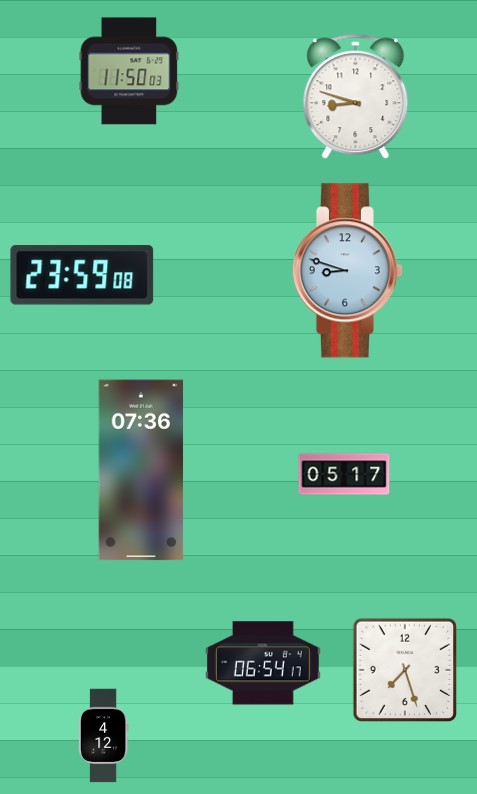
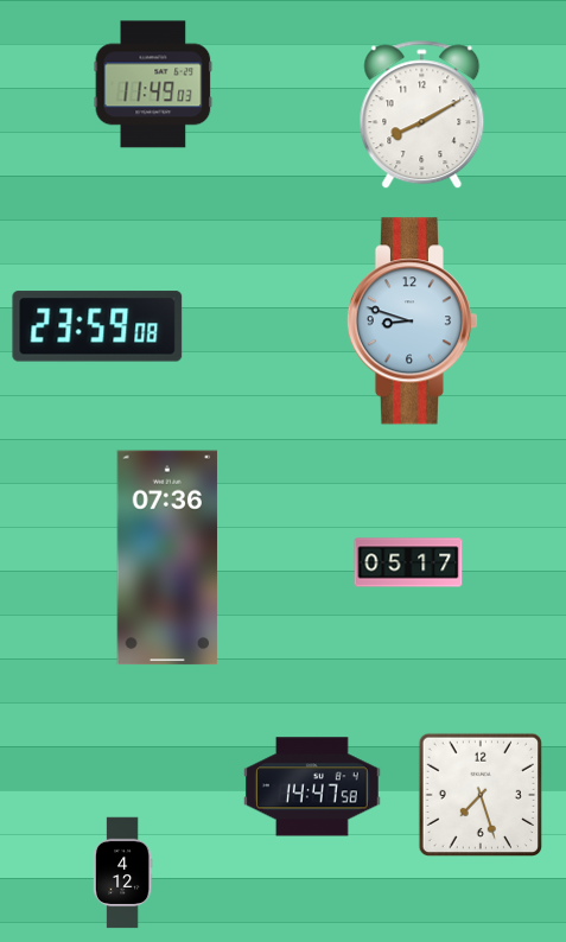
clock at (129, 71): 11:50 -> 11:49
clock at (356, 97): 8:48 -> 8:10
clock at (263, 663): 06:54 -> 14:47
